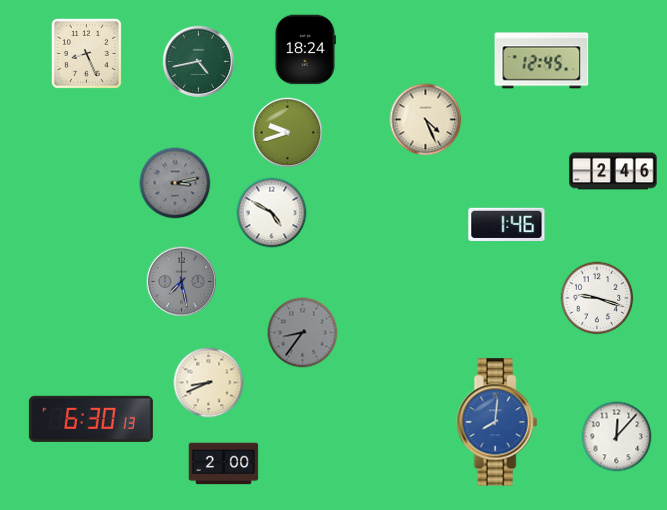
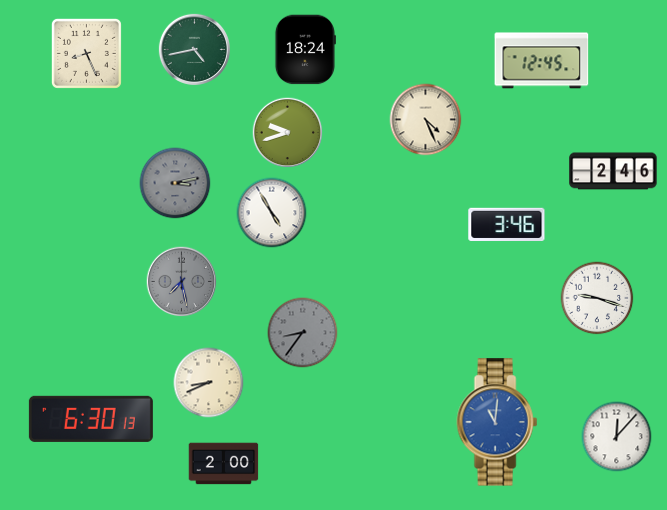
clock at (198, 61) position: (198, 61) -> (194, 49)
clock at (272, 213): 4:50 -> 4:55
clock at (507, 224): 1:46 -> 3:46
clock at (497, 422): 8:01 -> 11:01
